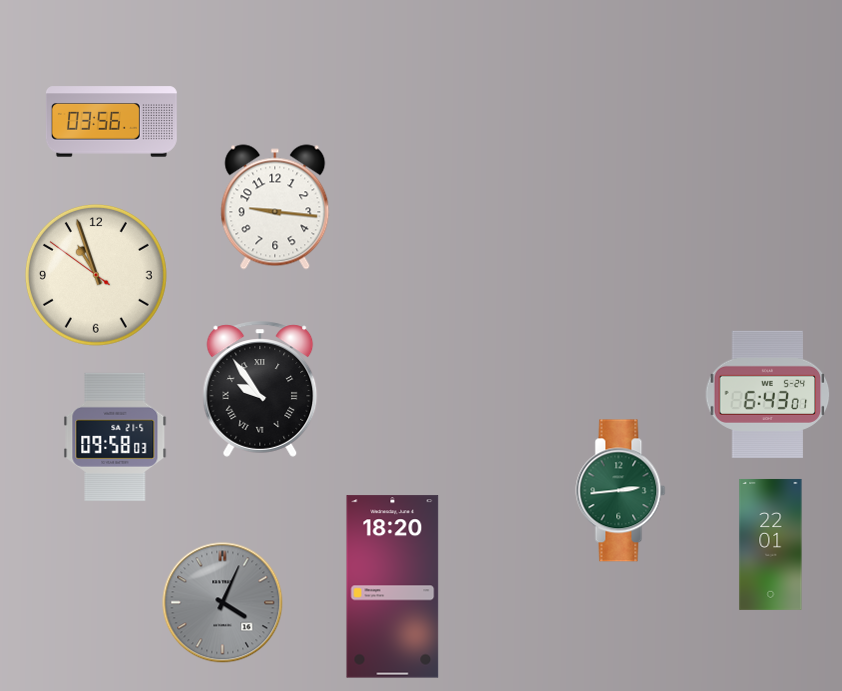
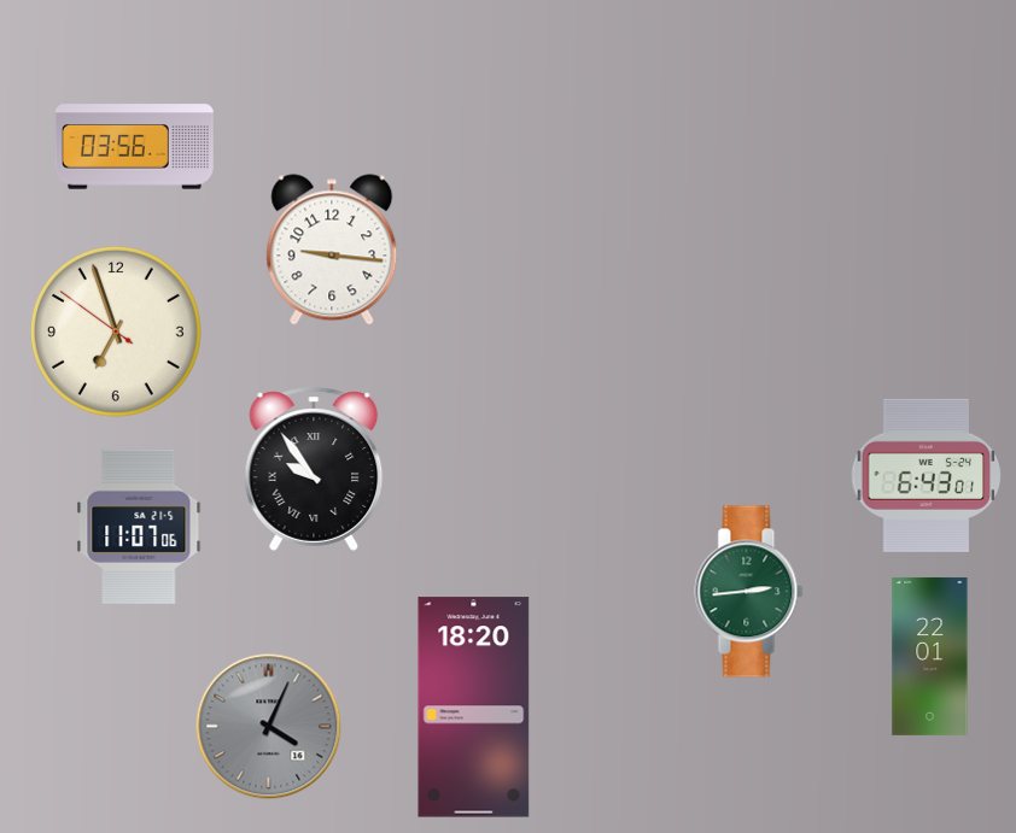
clock at (96, 275): 10:56 -> 6:56
clock at (115, 437): 09:58 -> 11:07
